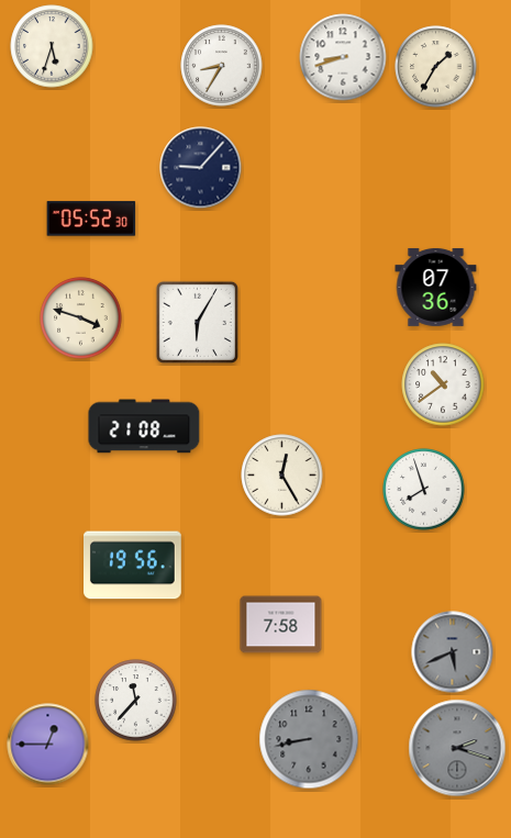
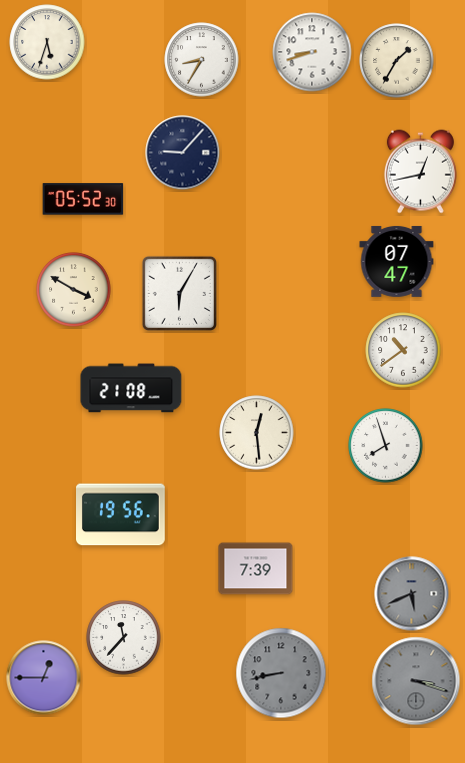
clock at (420, 172): none -> 12:43
clock at (436, 287): 07:36 -> 07:47
clock at (81, 319): 3:48 -> 3:50
clock at (282, 476): 12:25 -> 12:29
clock at (281, 625): 7:58 -> 7:39
clock at (457, 748): 2:18 -> 3:18
